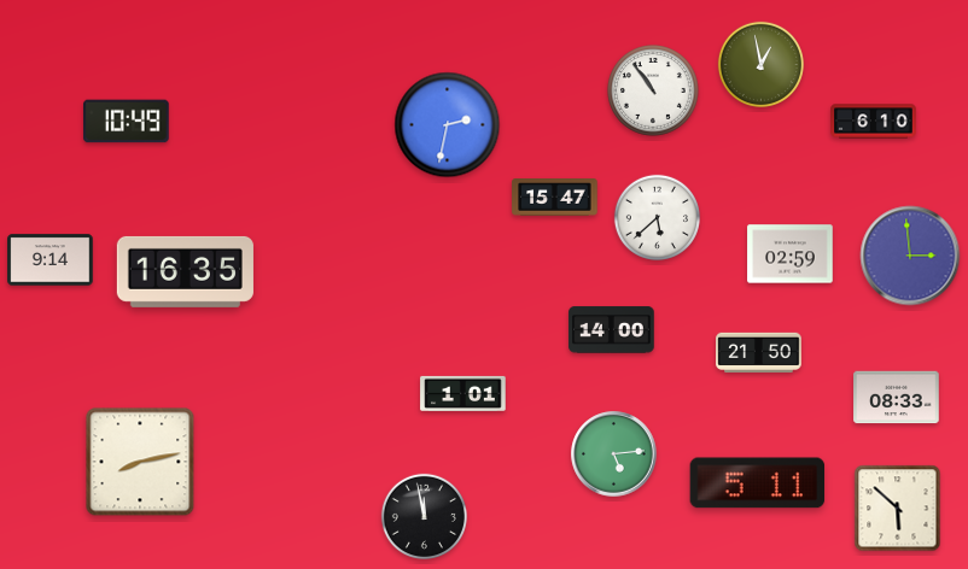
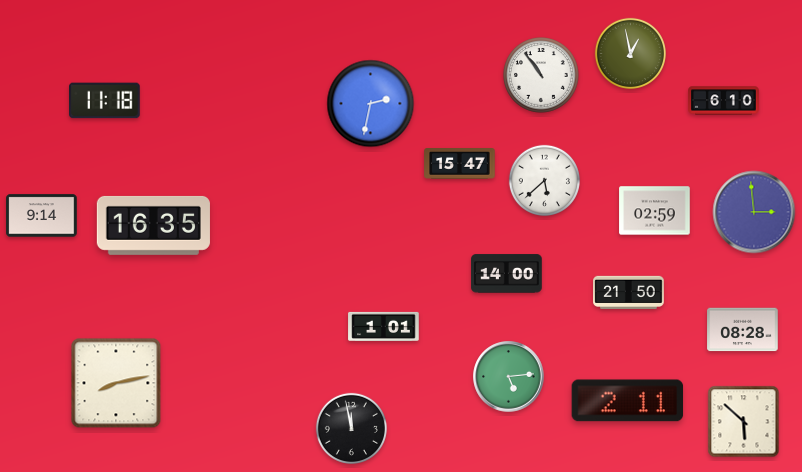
clock at (127, 122): 10:49 -> 11:18
clock at (897, 398): 08:33 -> 08:28
clock at (758, 483): 5:11 -> 2:11
